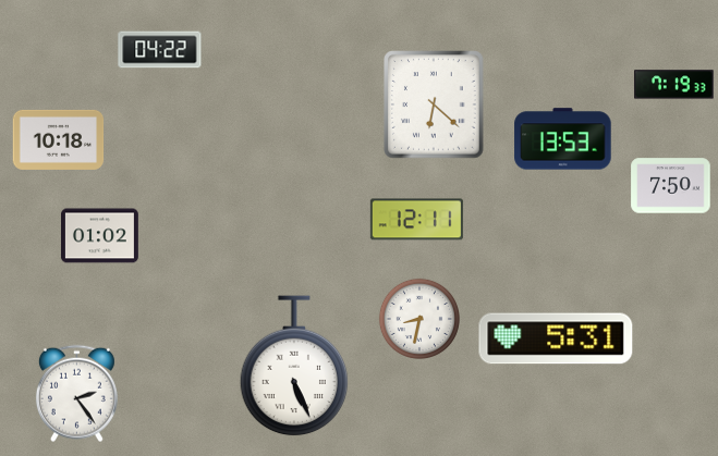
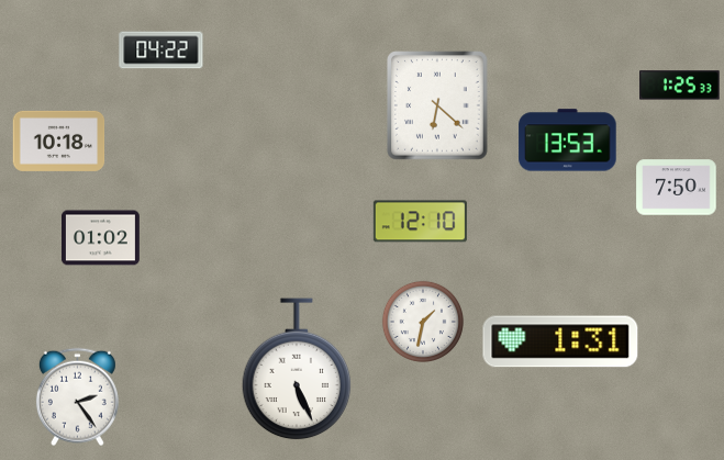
clock at (674, 85): 7:19 -> 1:25
clock at (416, 220): 12:11 -> 12:10
clock at (419, 319): 8:32 -> 1:32
clock at (556, 338): 5:31 -> 1:31
